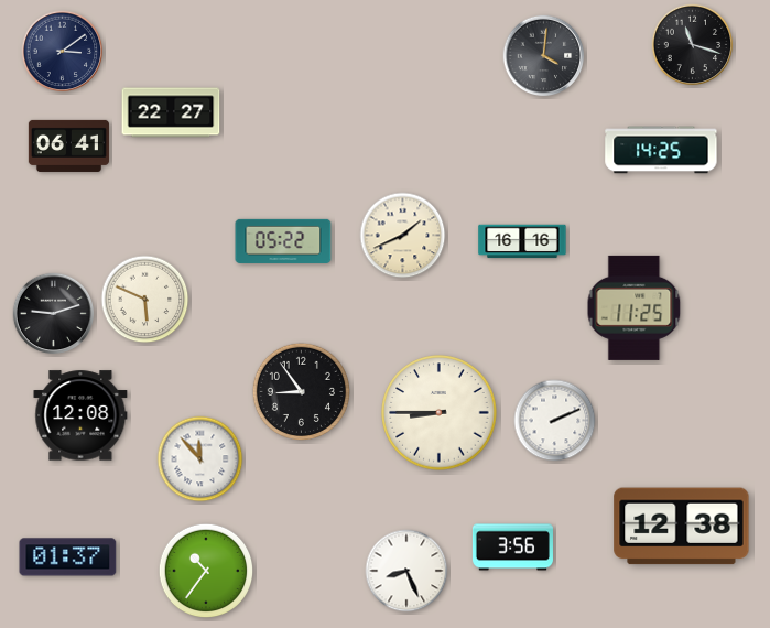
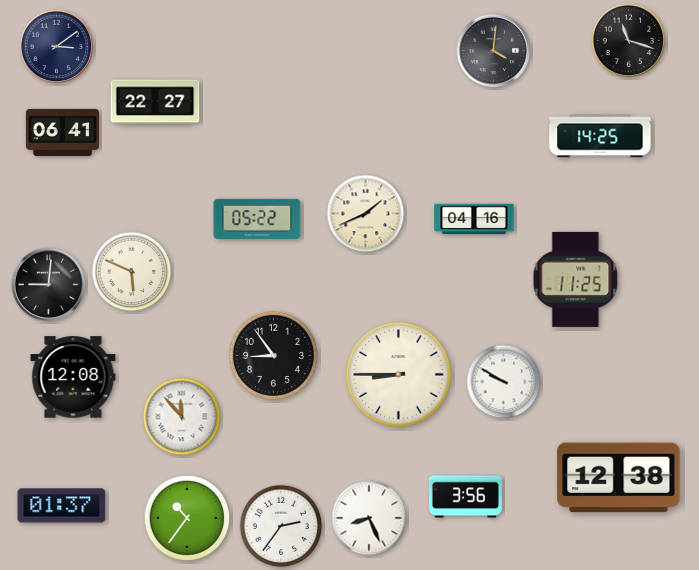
clock at (522, 241): 16:16 -> 04:16
clock at (54, 314): 9:12 -> 9:01
clock at (555, 421): 2:11 -> 9:50
clock at (281, 526): none -> 2:36
